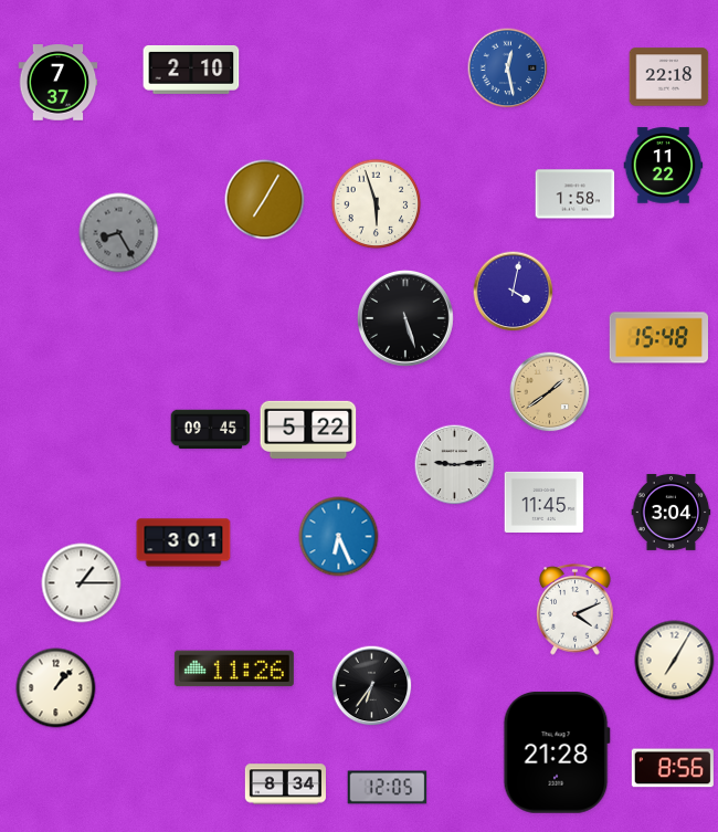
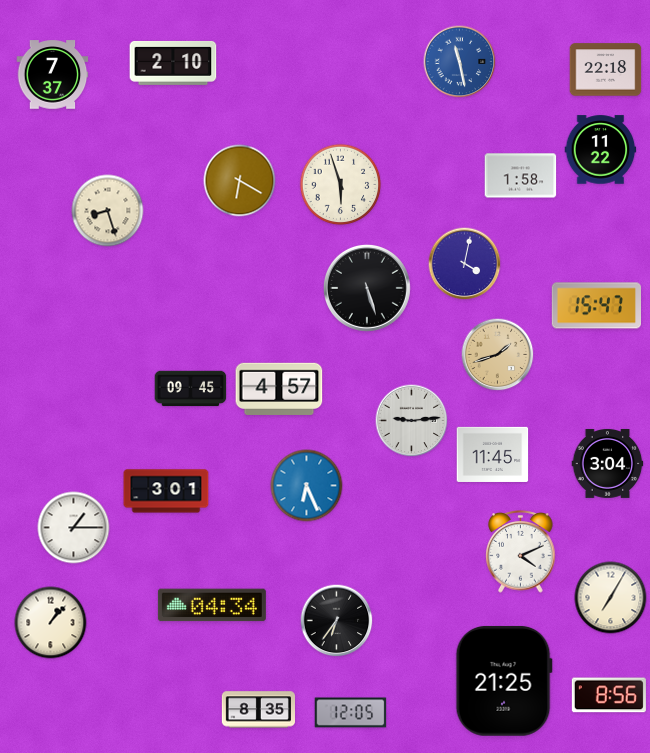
clock at (508, 69): 12:28 -> 11:28
clock at (265, 200): 7:05 -> 6:20
clock at (119, 233): 8:25 -> 8:27
clock at (119, 233) dial: grey -> cream
clock at (658, 338): 15:48 -> 15:47
clock at (550, 392): 1:39 -> 1:42
clock at (308, 430): 5:22 -> 4:57
clock at (234, 668): 11:26 -> 04:34
clock at (557, 752): 21:28 -> 21:25
clock at (285, 784): 8:34 -> 8:35
